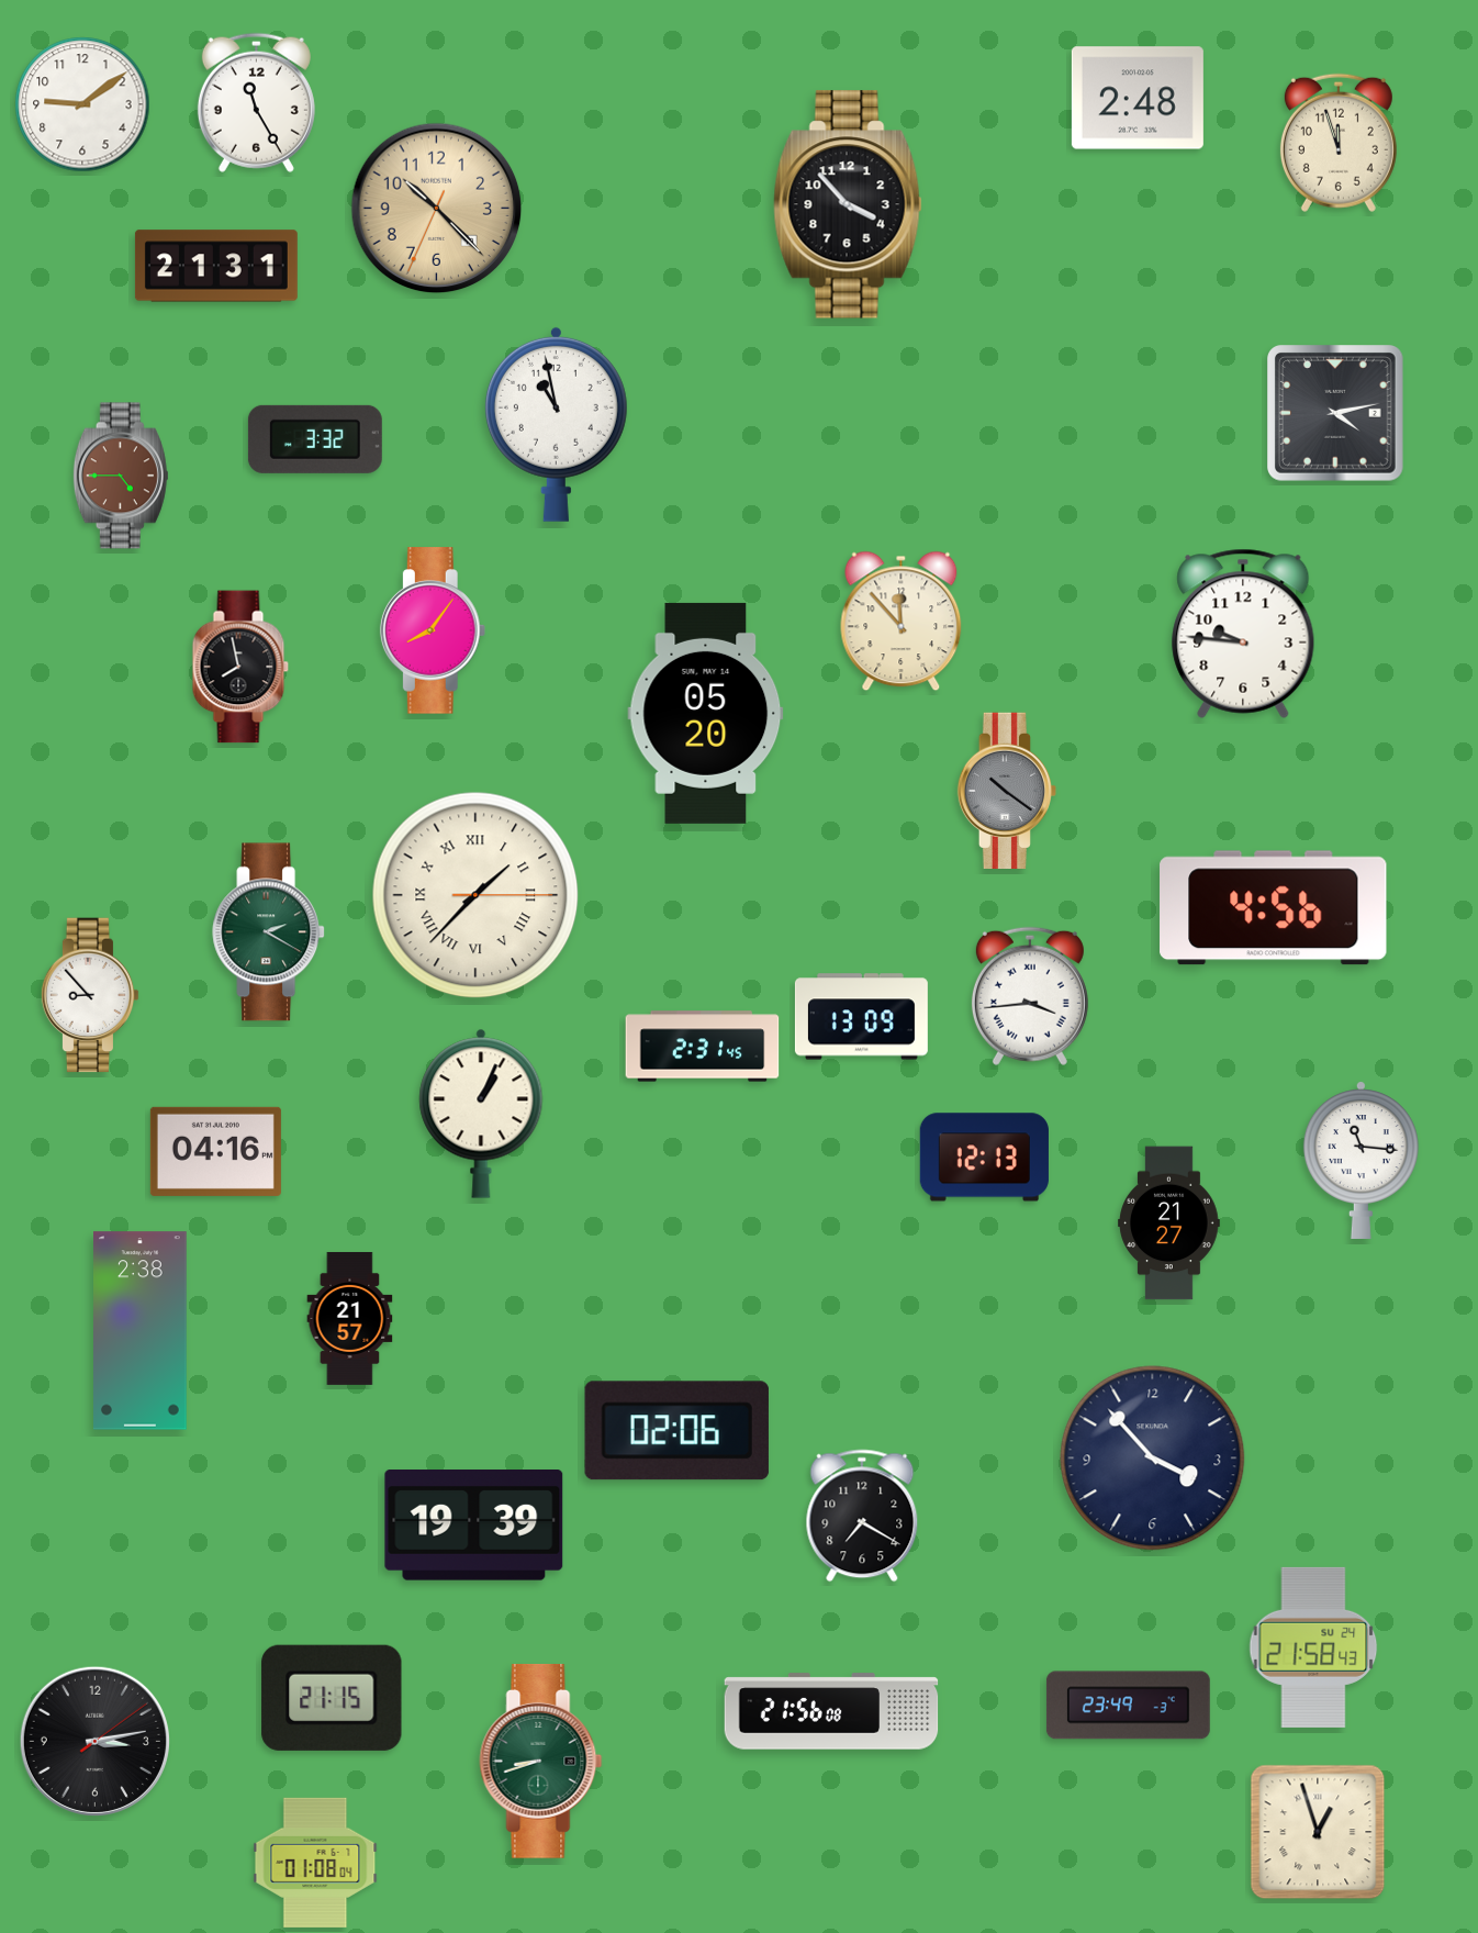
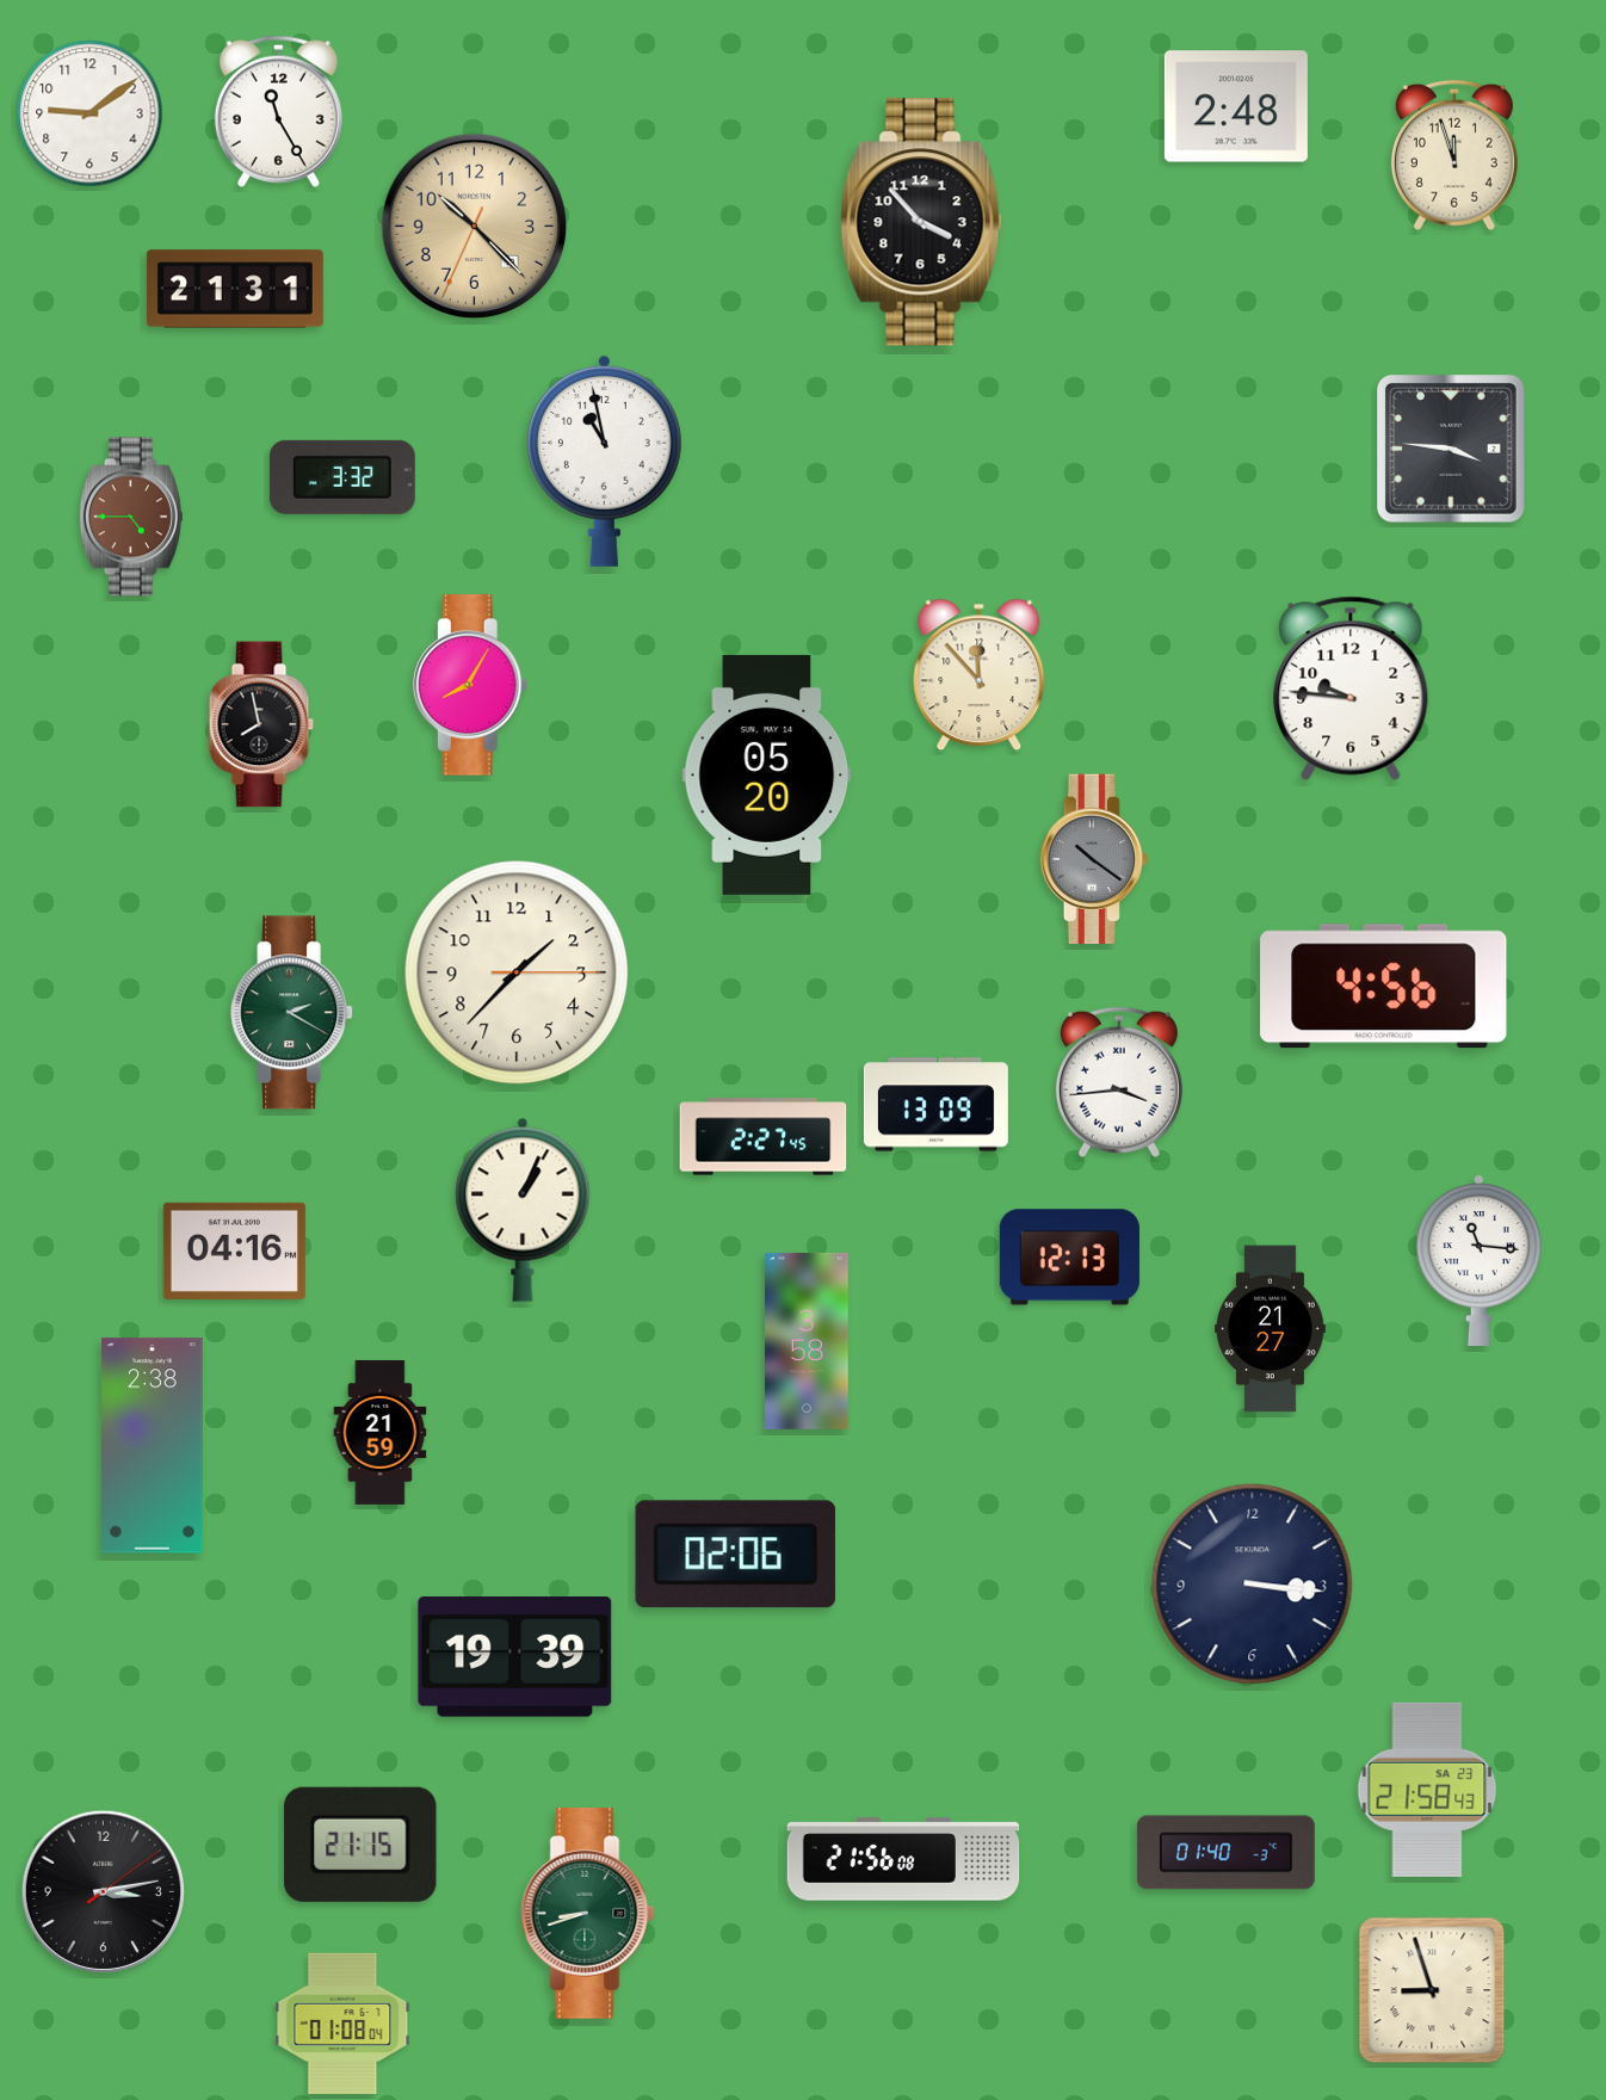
clock at (1336, 414): 4:13 -> 3:46
clock at (433, 630): 8:06 -> 8:05
clock at (475, 895) numerals: Roman -> Arabic
clock at (90, 995): 8:53 -> none
clock at (703, 1047): 2:31 -> 2:27
clock at (808, 1341): none -> 3:58
clock at (350, 1318): 21:57 -> 21:59
clock at (1153, 1459): 3:53 -> 3:16
clock at (862, 1516): 7:20 -> none
clock at (1313, 1647) date: SU 24 -> SA 23
clock at (1128, 1706): 23:49 -> 01:40
clock at (1318, 1832): 12:57 -> 8:57
